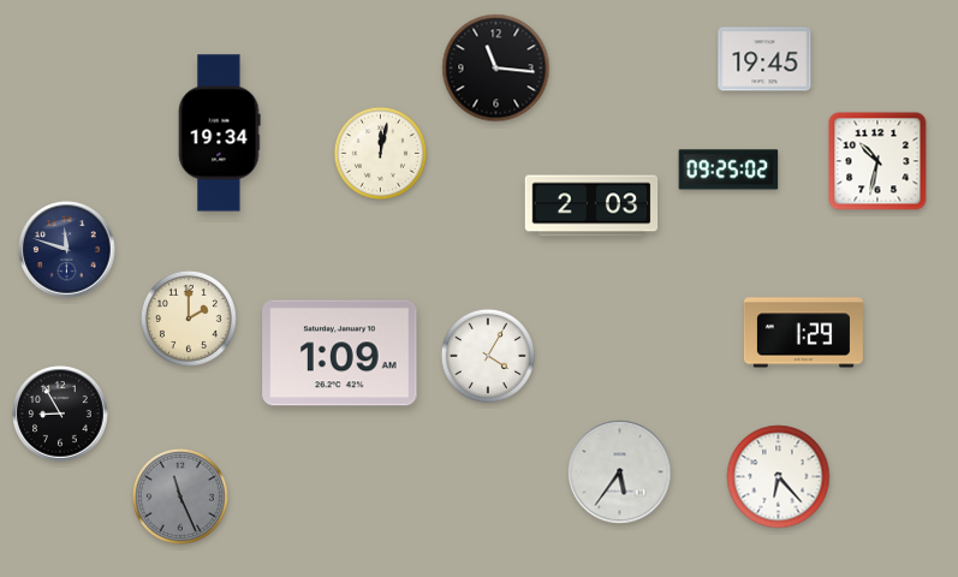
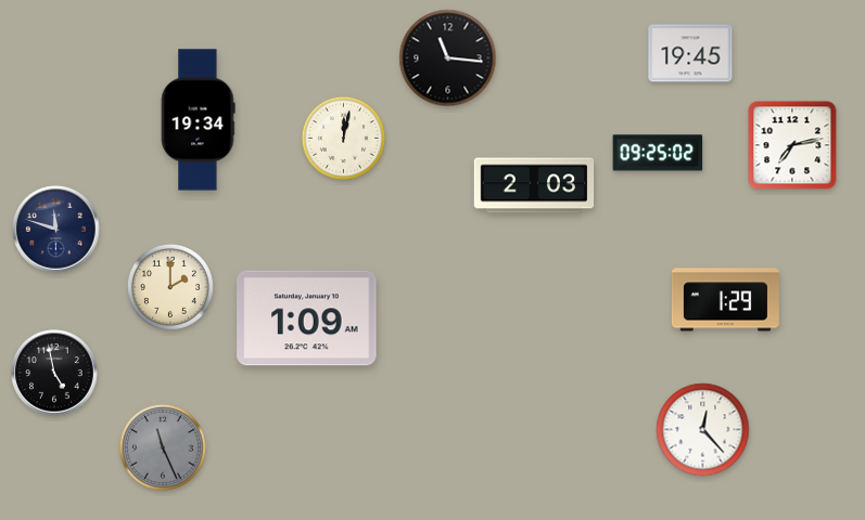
clock at (496, 69) position: (496, 69) -> (448, 58)
clock at (877, 161): 10:32 -> 7:13
clock at (67, 250) position: (67, 250) -> (56, 230)
clock at (488, 356): 4:05 -> none
clock at (60, 414): 8:55 -> 4:58
clock at (620, 472): 5:36 -> none
clock at (779, 477): 6:23 -> 12:23
